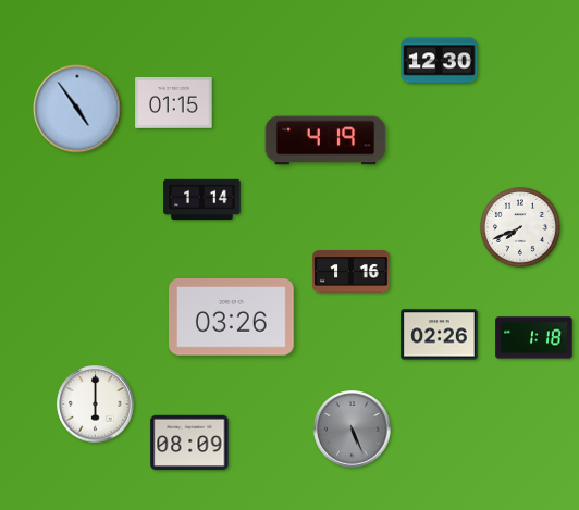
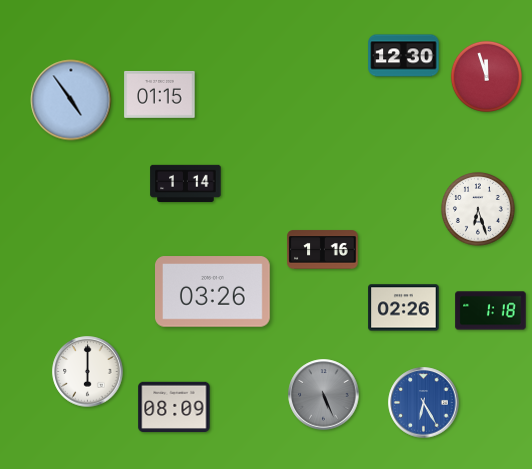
clock at (486, 76): none -> 11:57
clock at (325, 140): 4:19 -> none
clock at (521, 228): 7:41 -> 6:27
clock at (424, 403): none -> 6:25
